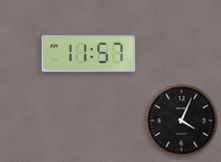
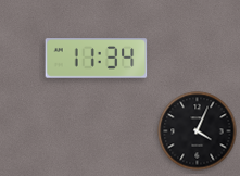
clock at (89, 54): 11:57 -> 11:34
